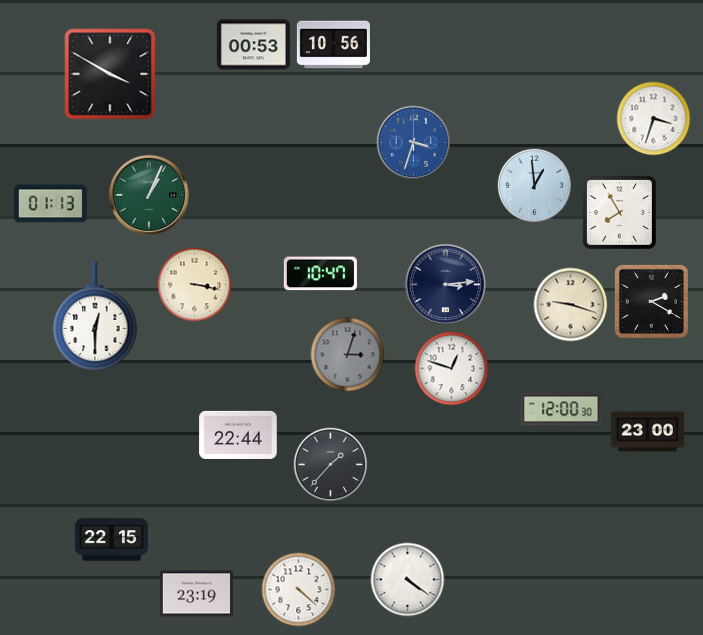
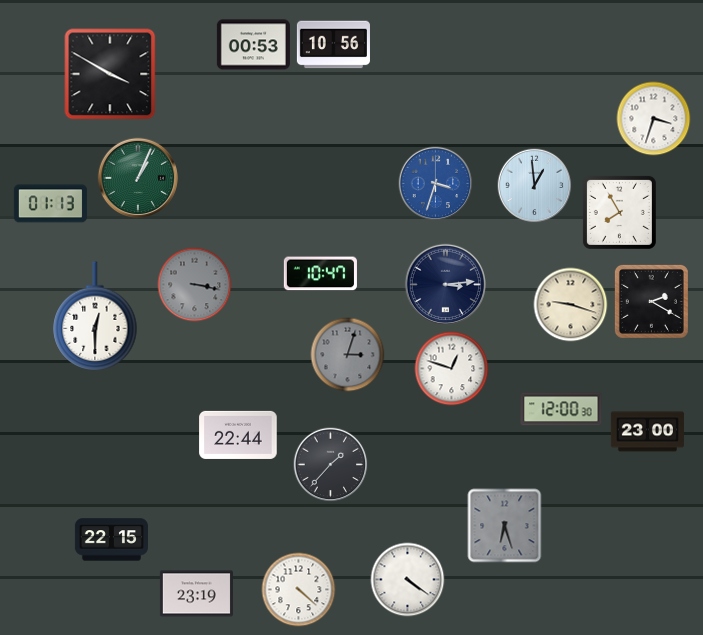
clock at (414, 143) position: (414, 143) -> (436, 184)
clock at (149, 195) position: (149, 195) -> (138, 178)
clock at (195, 285) dial: cream -> grey
clock at (505, 526): none -> 6:27
